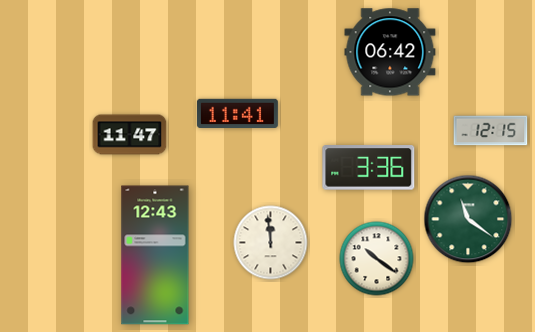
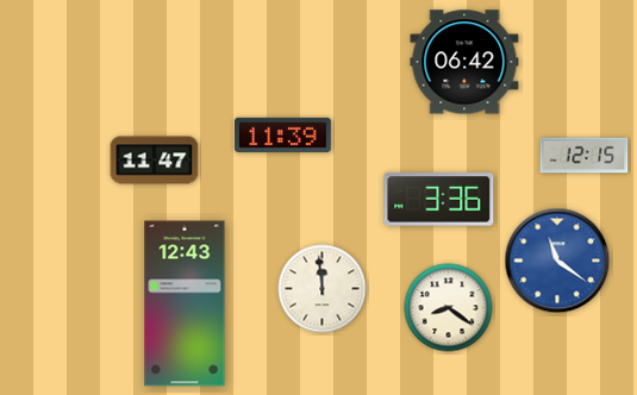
clock at (237, 114): 11:41 -> 11:39
clock at (468, 219) dial: green -> blue
clock at (377, 259): 10:21 -> 8:21
